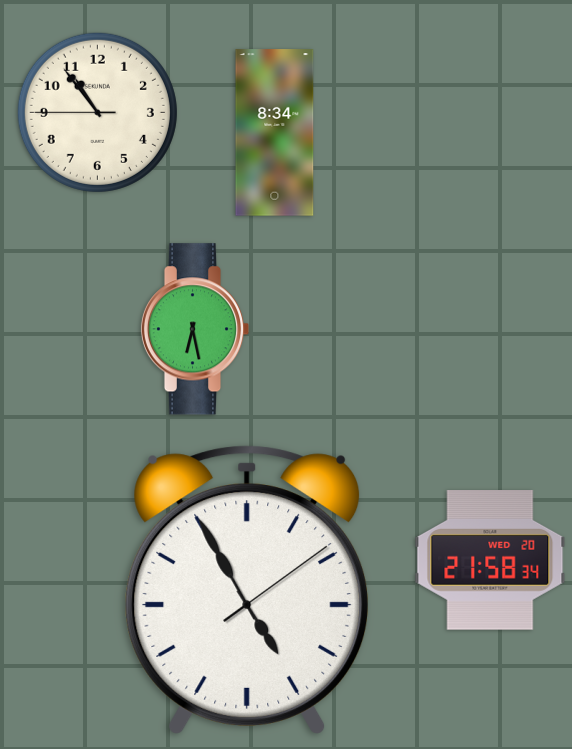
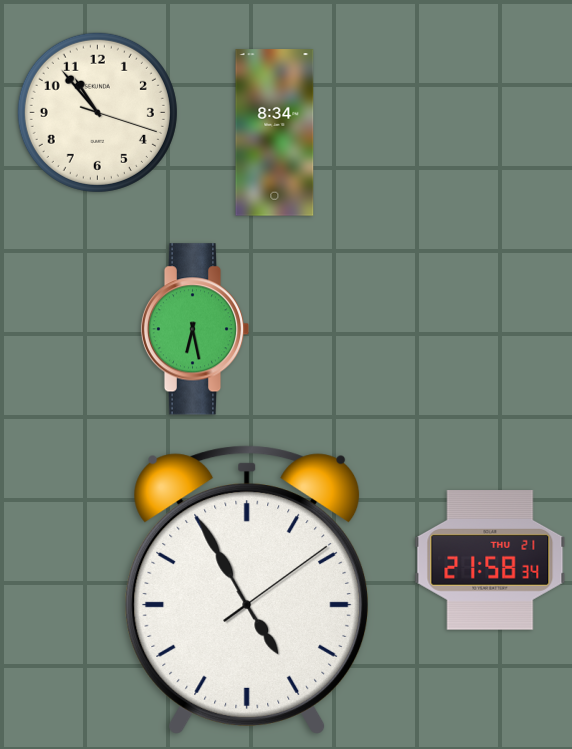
clock at (97, 112): 10:53:45 -> 10:53:18
clock at (490, 561) date: WED 20 -> THU 21
